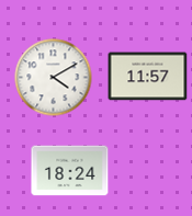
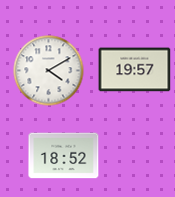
clock at (148, 77): 11:57 -> 19:57
clock at (70, 171): 18:24 -> 18:52
